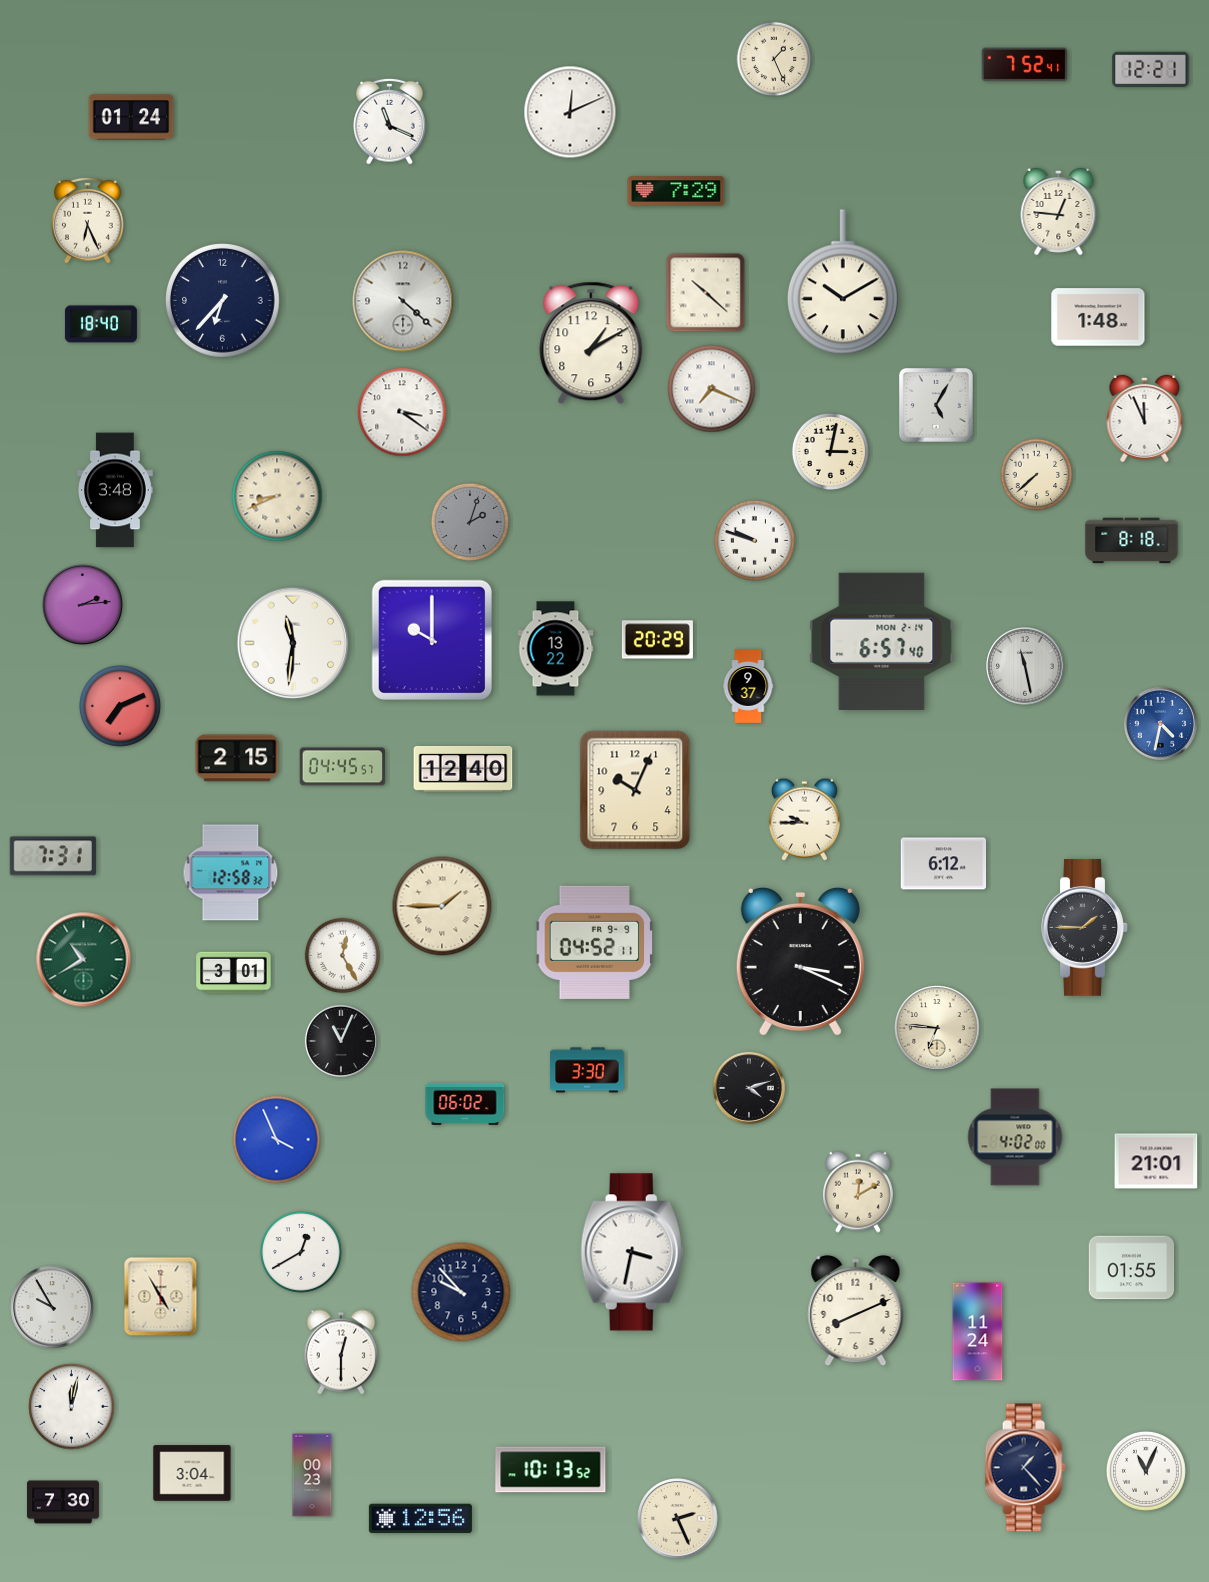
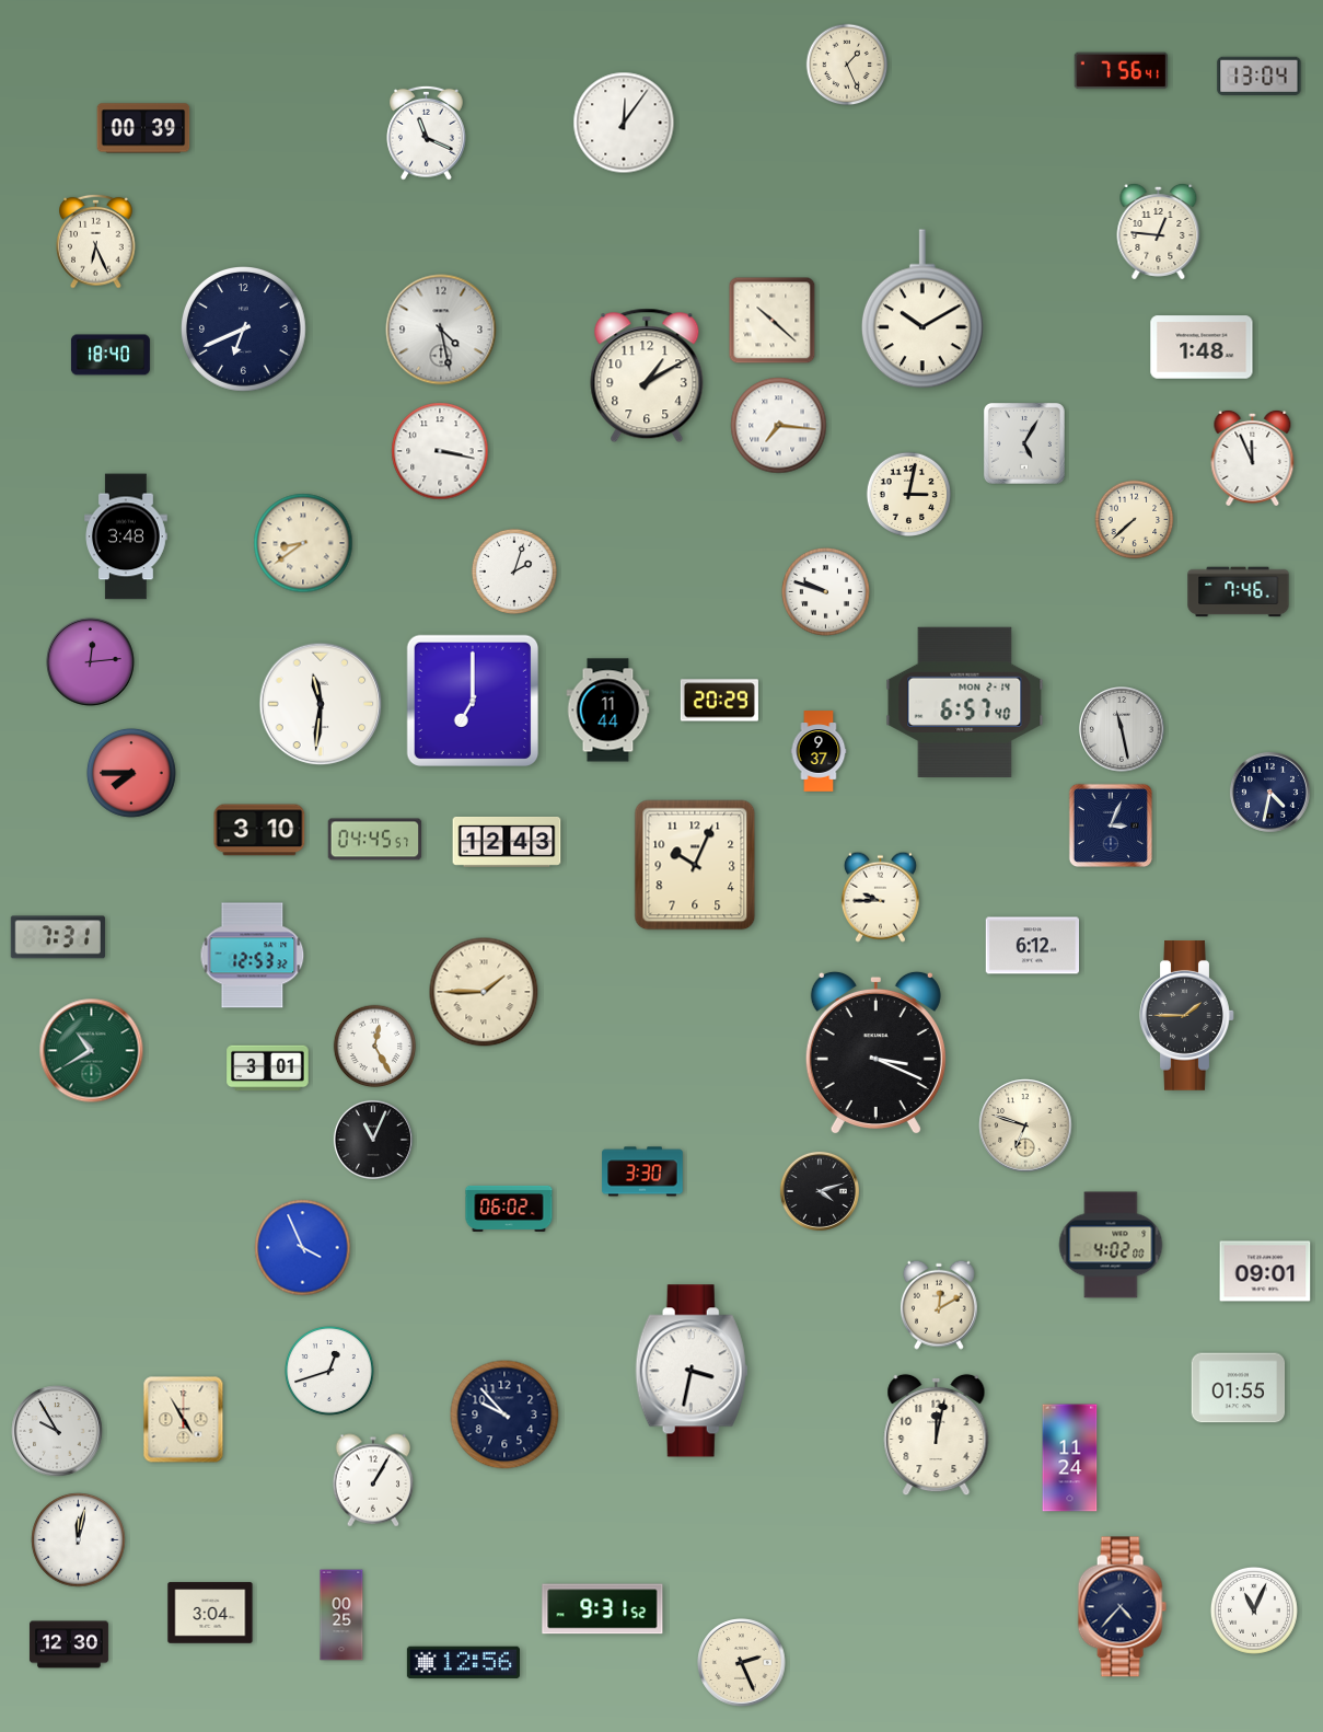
clock at (1025, 65): 7:52 -> 7:56
clock at (1151, 69): 12:21 -> 13:04
clock at (570, 112): 12:11 -> 12:06
clock at (131, 117): 01:24 -> 00:39
clock at (676, 191): 7:29 -> none
clock at (223, 301): 6:37 -> 6:41
clock at (403, 301): 4:22 -> 4:28
clock at (712, 389): 7:19 -> 7:16
clock at (402, 412): 3:21 -> 3:17
clock at (277, 496): 8:41 -> 8:39
clock at (470, 522) dial: grey -> white
clock at (1132, 541): 8:18 -> 7:46
clock at (83, 605): 2:14 -> 12:14
clock at (431, 639): 10:00 -> 7:00
clock at (556, 649): 13:22 -> 11:44
clock at (120, 706): 7:11 -> 7:45
clock at (1160, 723) dial: blue -> navy
clock at (1110, 824): none -> 3:04
clock at (237, 758): 2:15 -> 3:10
clock at (463, 769): 12:40 -> 12:43
clock at (231, 873): 12:58 -> 12:53
clock at (595, 942): 04:52 -> none
clock at (234, 973) position: (234, 973) -> (268, 1069)
clock at (937, 1028): 6:46 -> 6:48
clock at (1156, 1161): 21:01 -> 09:01
clock at (301, 1252): 12:40 -> 12:42
clock at (161, 1297) position: (161, 1297) -> (184, 1420)
clock at (856, 1311): 8:11 -> 12:02
clock at (341, 1352): 12:30 -> 1:05
clock at (1025, 1468): 1:23 -> 4:37
clock at (551, 1470): 10:13 -> 9:31
clock at (312, 1475): 00:23 -> 00:25
clock at (63, 1502): 7:30 -> 12:30
clock at (420, 1519) position: (420, 1519) -> (463, 1663)
